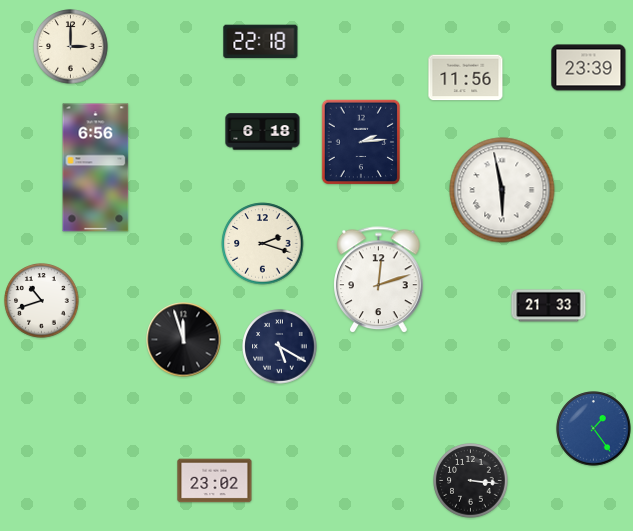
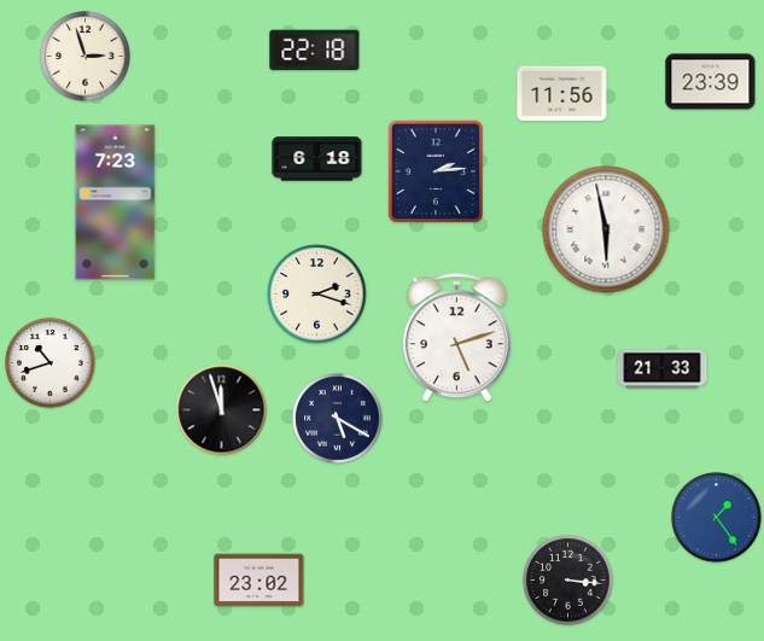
clock at (71, 47): 3:00 -> 2:57
clock at (96, 168): 6:56 -> 7:23
clock at (379, 280): 12:12 -> 5:12
